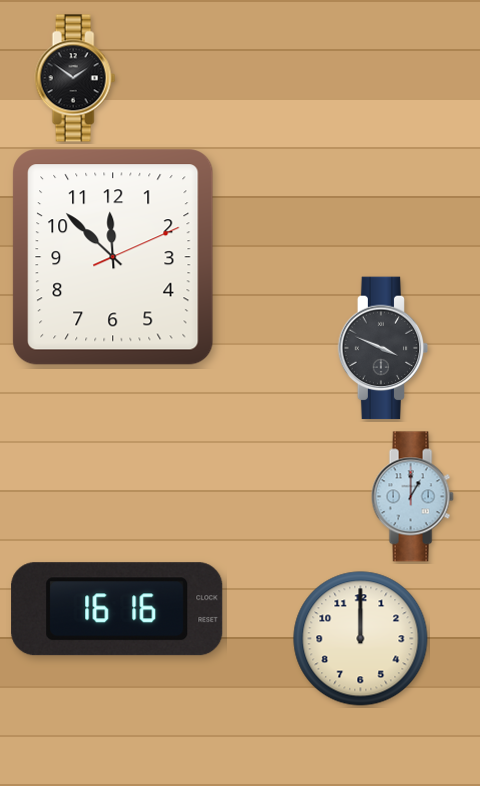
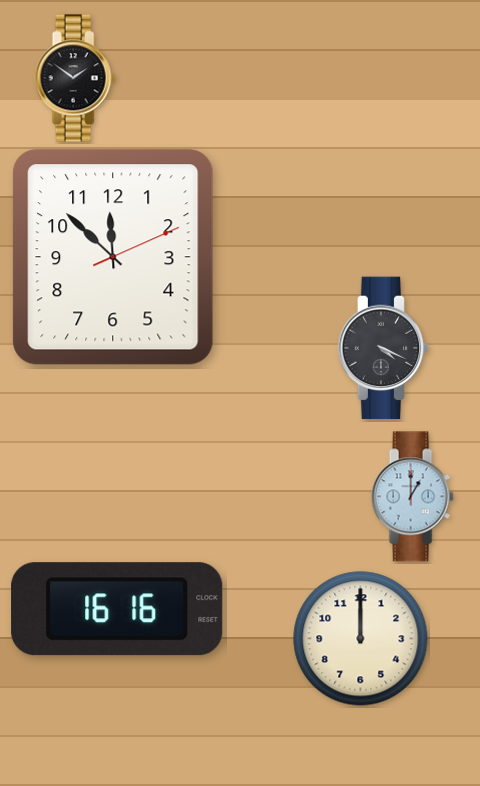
clock at (383, 348): 3:49 -> 4:19
